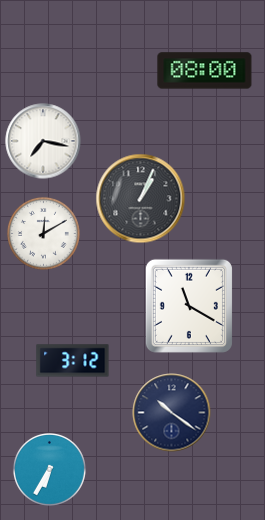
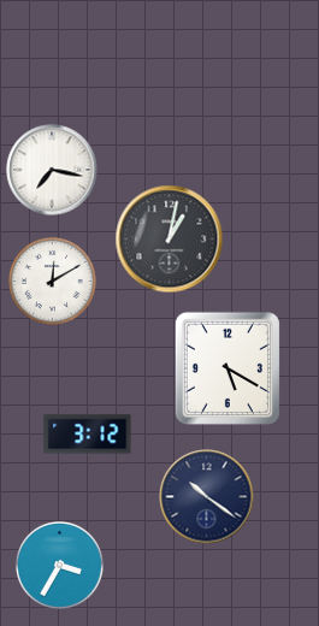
clock at (205, 71): 08:00 -> none
clock at (141, 199): 1:04 -> 1:02
clock at (189, 306): 11:20 -> 5:20
clock at (50, 470): 6:35 -> 3:35
